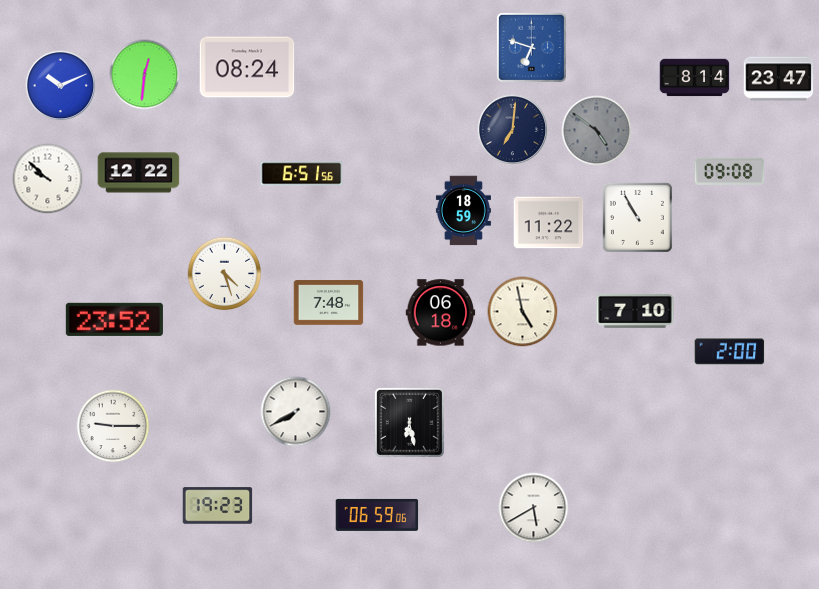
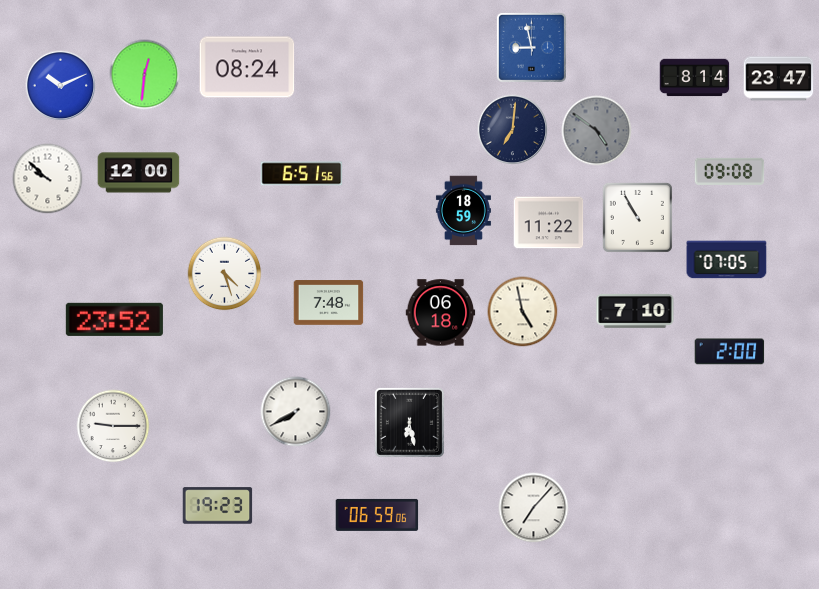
clock at (531, 47): 6:48 -> 8:58
clock at (139, 173): 12:22 -> 12:00
clock at (727, 260): none -> 07:05
clock at (534, 508): 5:40 -> 7:07
